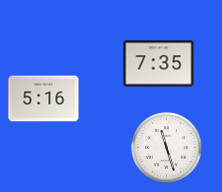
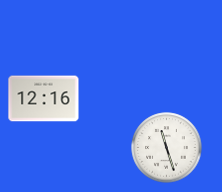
clock at (159, 64): 7:35 -> none
clock at (44, 99): 5:16 -> 12:16
